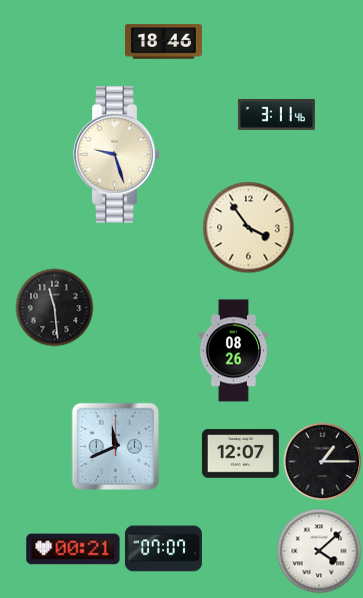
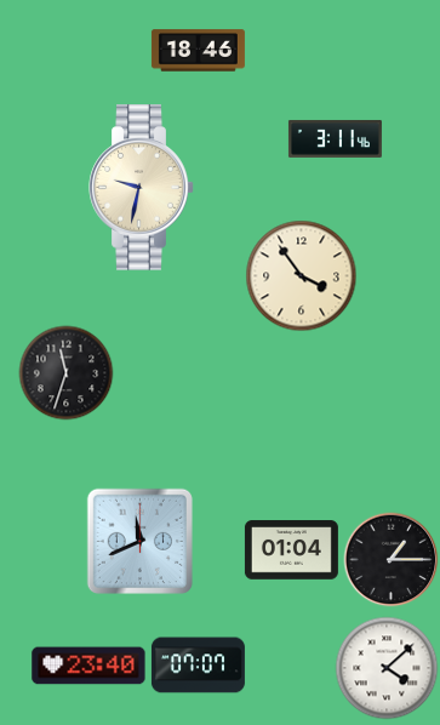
clock at (117, 155): 9:27 -> 9:32
clock at (54, 307): 11:29 -> 11:33
clock at (233, 351): 08:26 -> none
clock at (240, 454): 12:07 -> 01:04
clock at (73, 549): 00:21 -> 23:40
